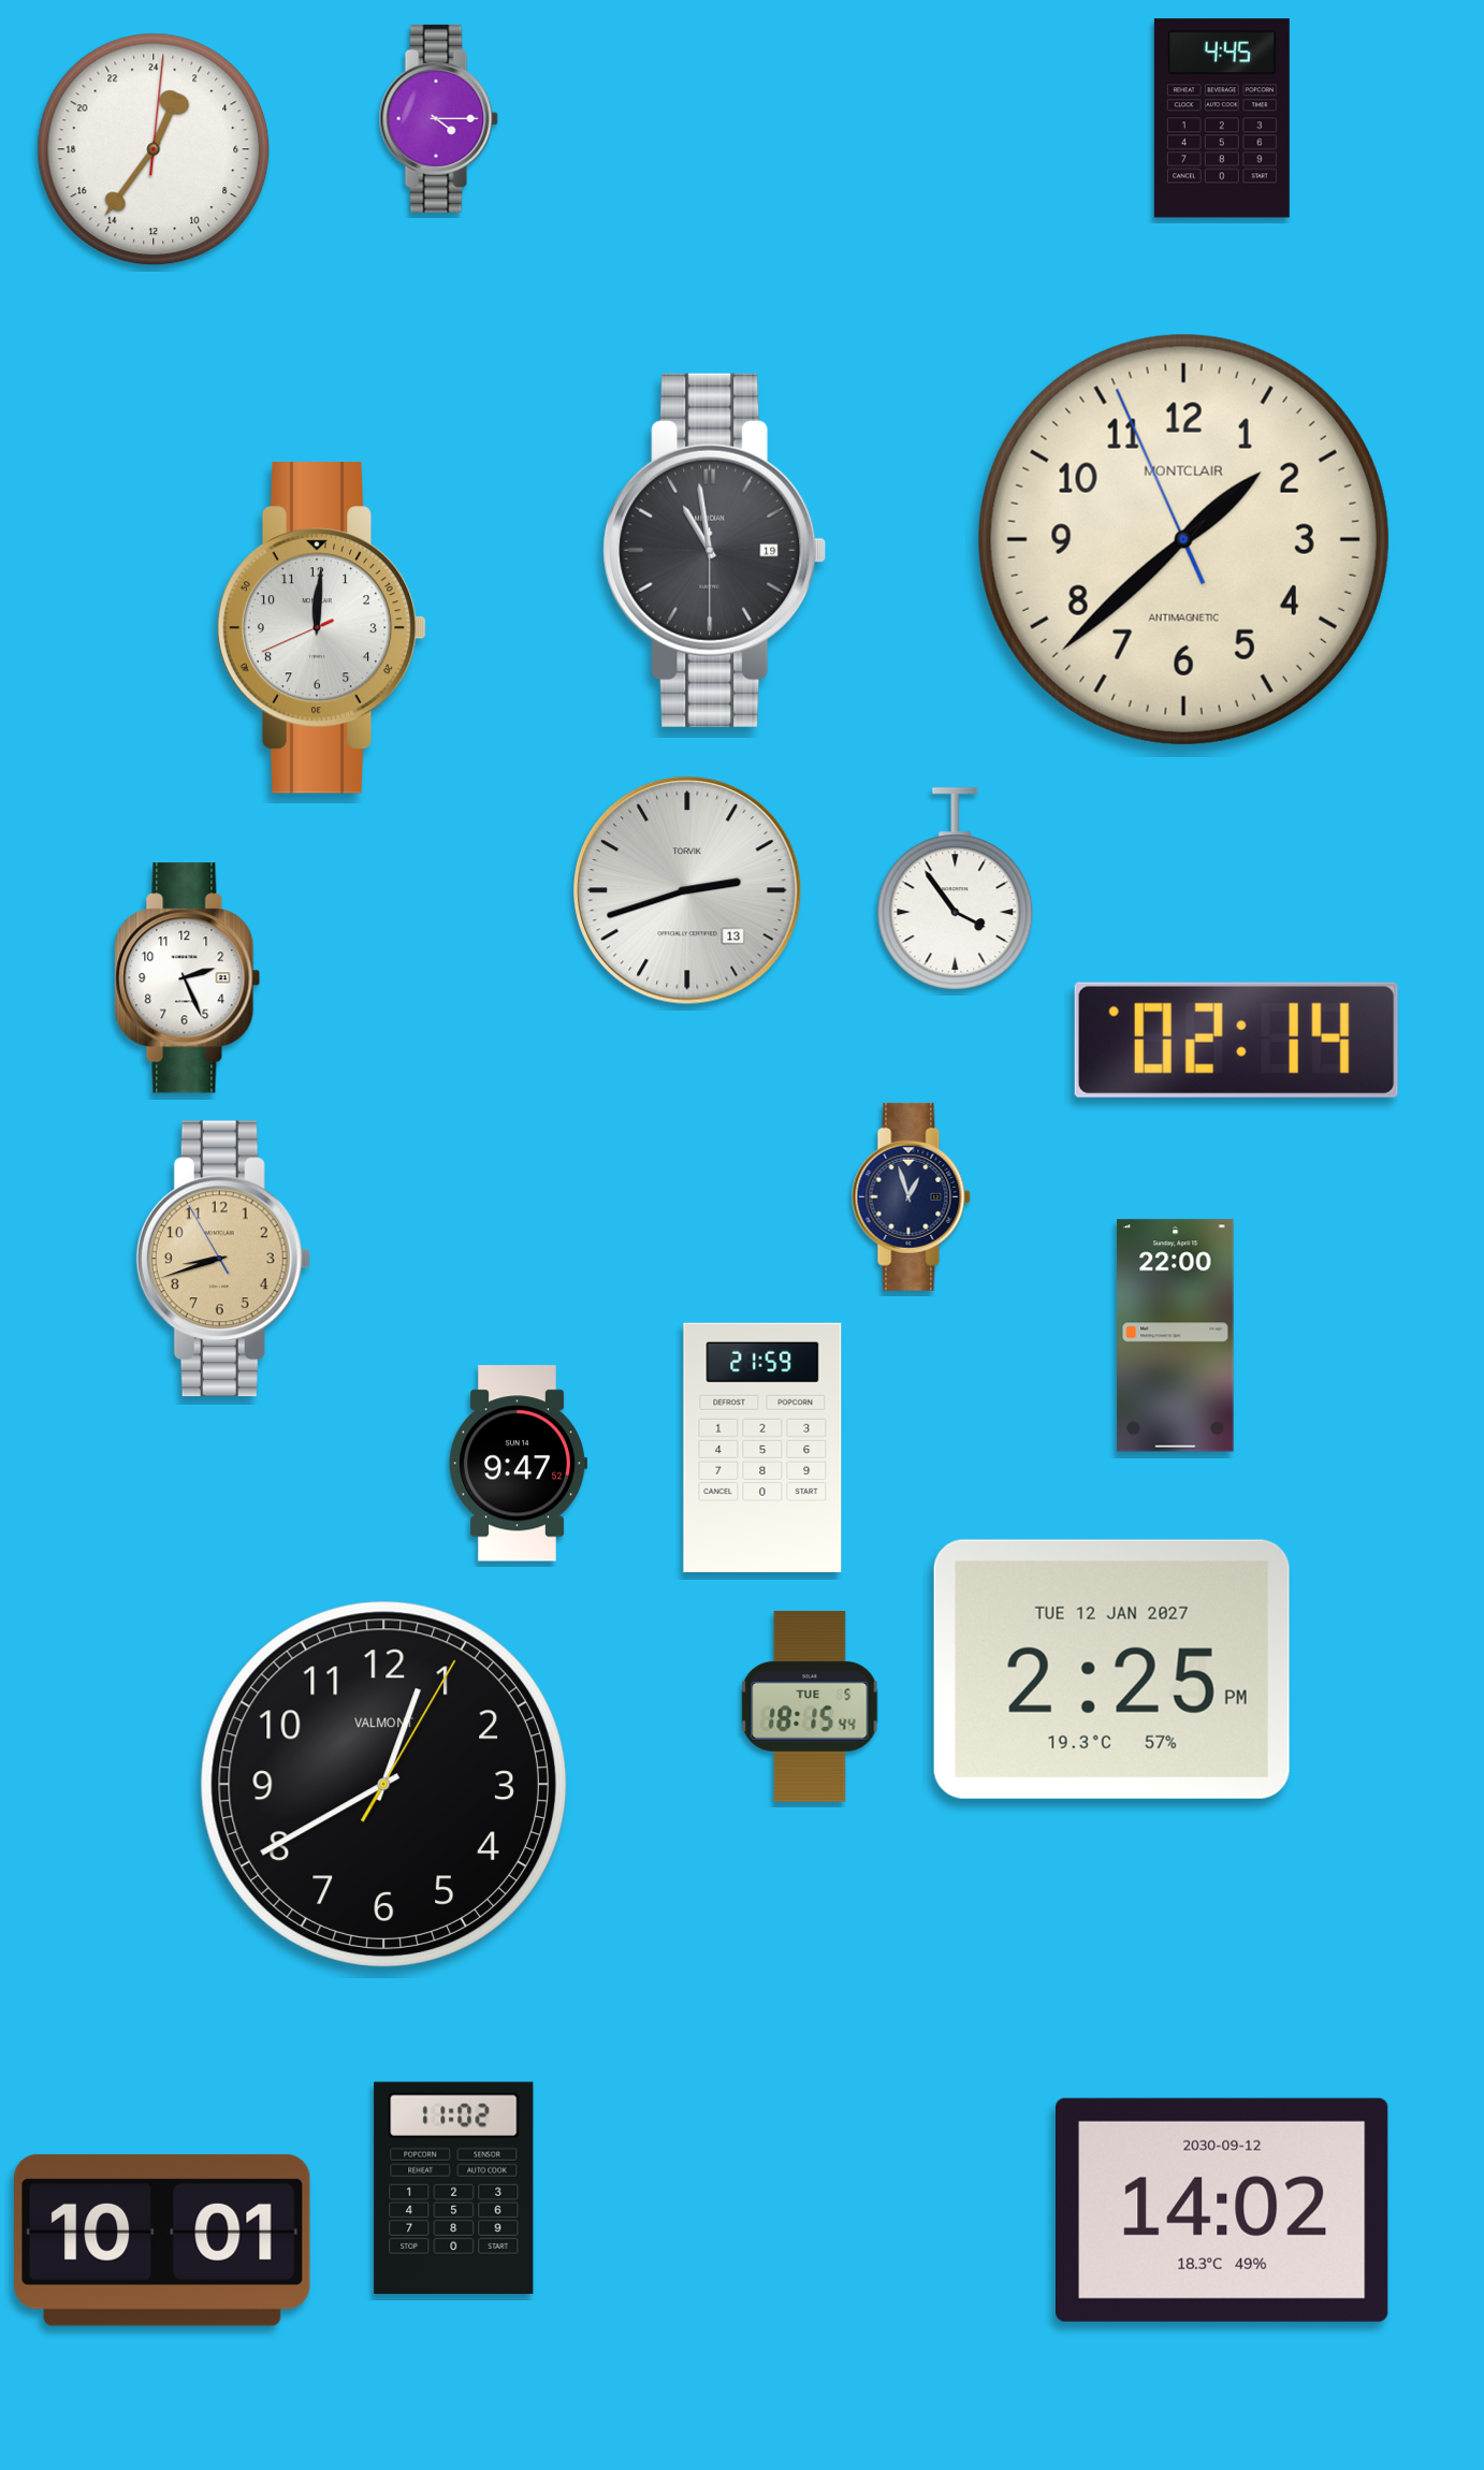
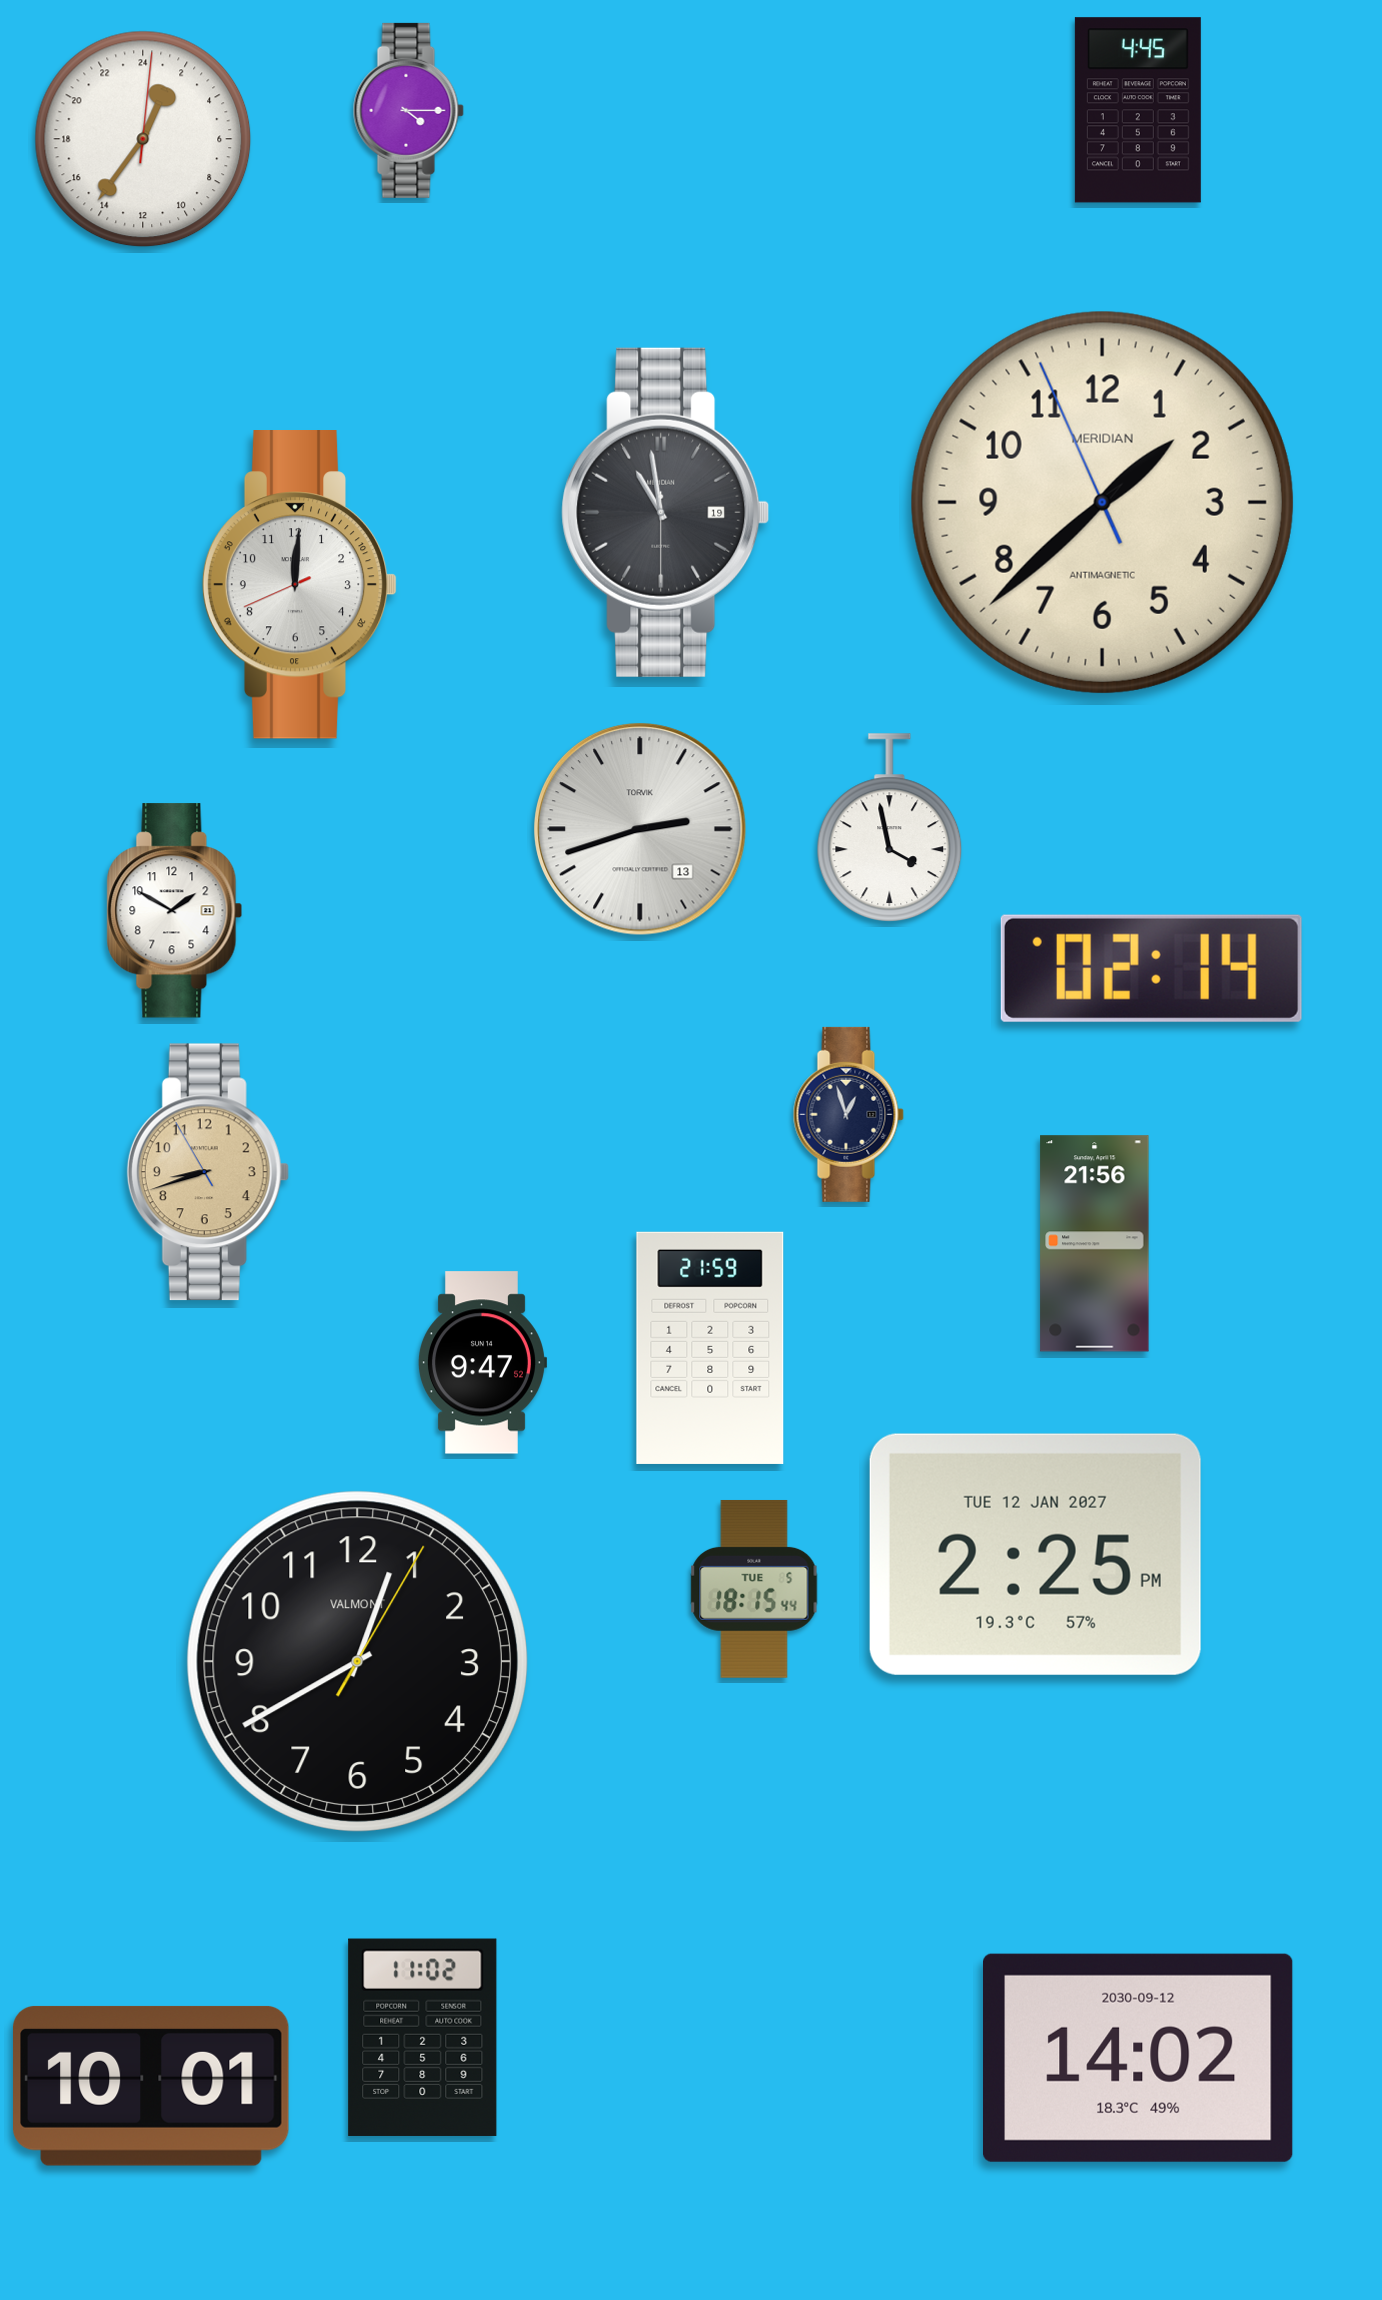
clock at (1183, 539) brand: MONTCLAIR -> MERIDIAN
clock at (956, 889): 3:54 -> 3:58
clock at (188, 978): 2:26 -> 1:50
clock at (1176, 1336): 22:00 -> 21:56
